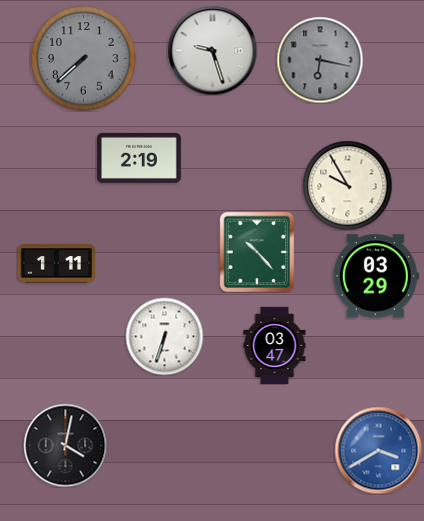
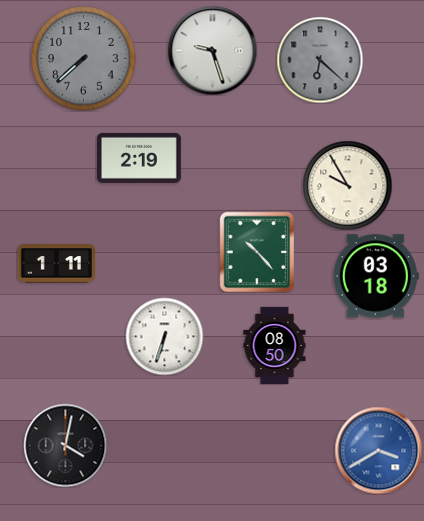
clock at (320, 60): 6:17 -> 6:22
clock at (376, 276): 03:29 -> 03:18
clock at (275, 345): 03:47 -> 08:50
